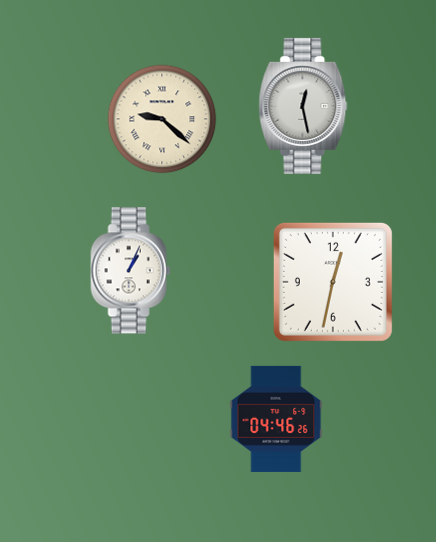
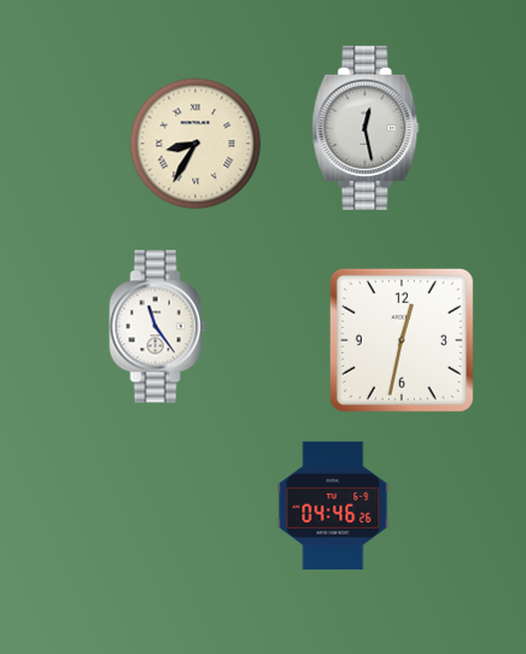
clock at (162, 119): 9:22 -> 8:35
clock at (131, 271): 1:04 -> 11:24
